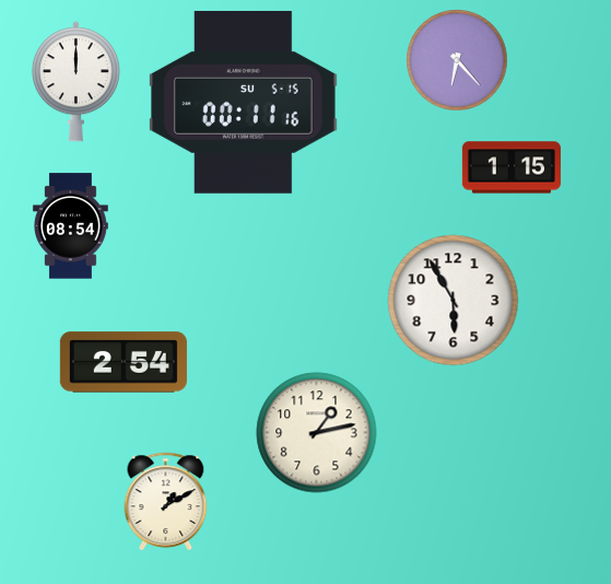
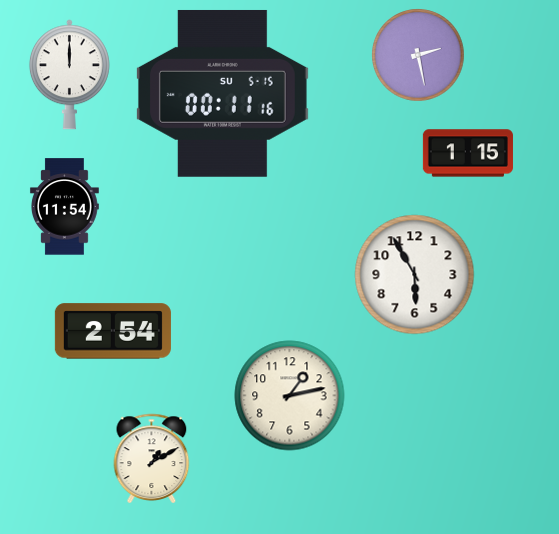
clock at (457, 60): 6:23 -> 2:28
clock at (70, 226): 08:54 -> 11:54
